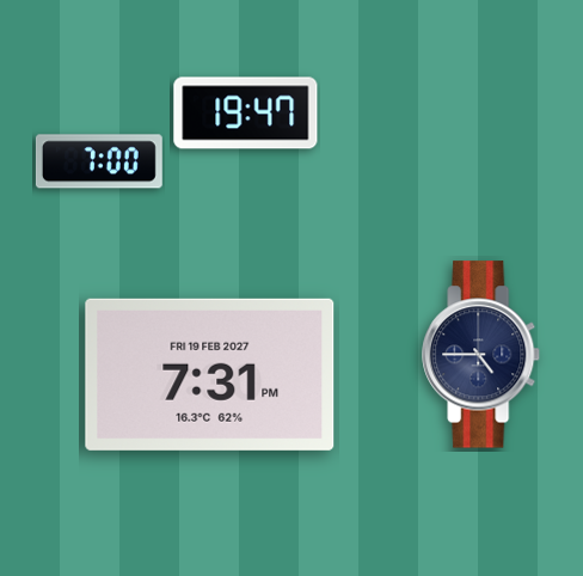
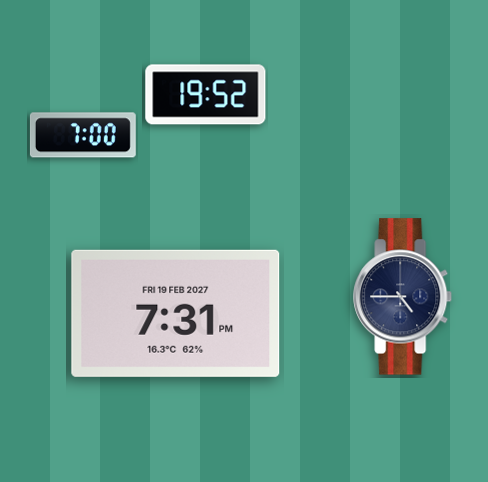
clock at (246, 114): 19:47 -> 19:52
